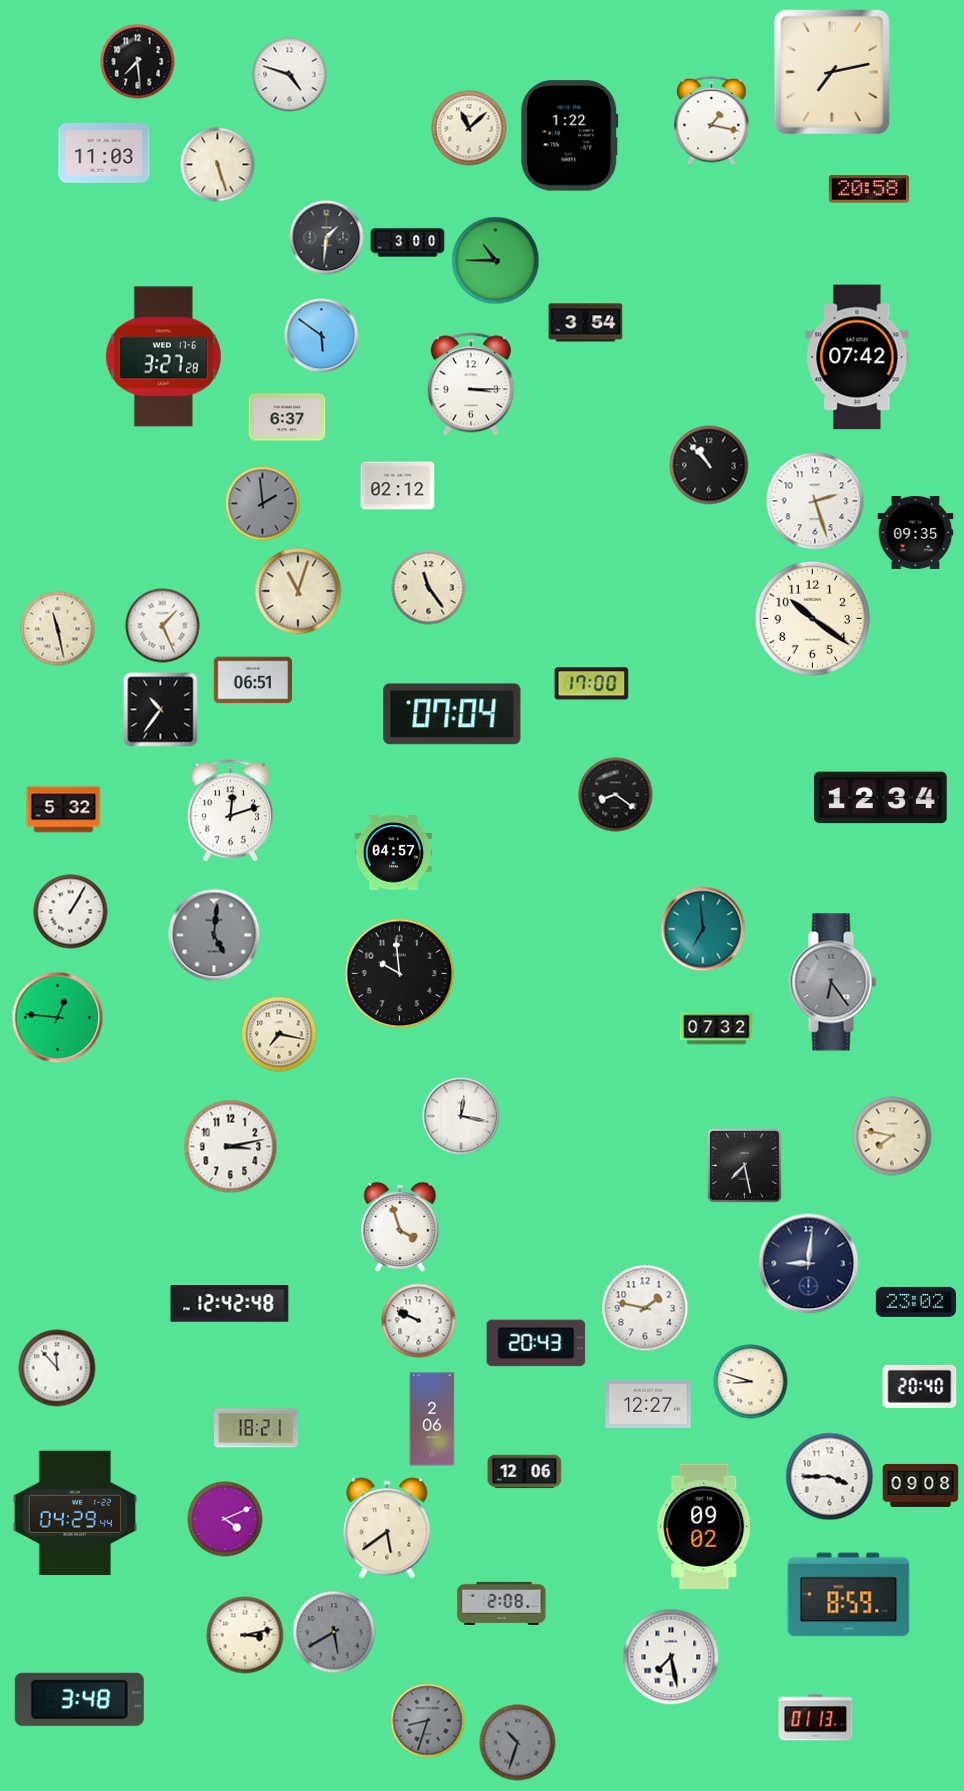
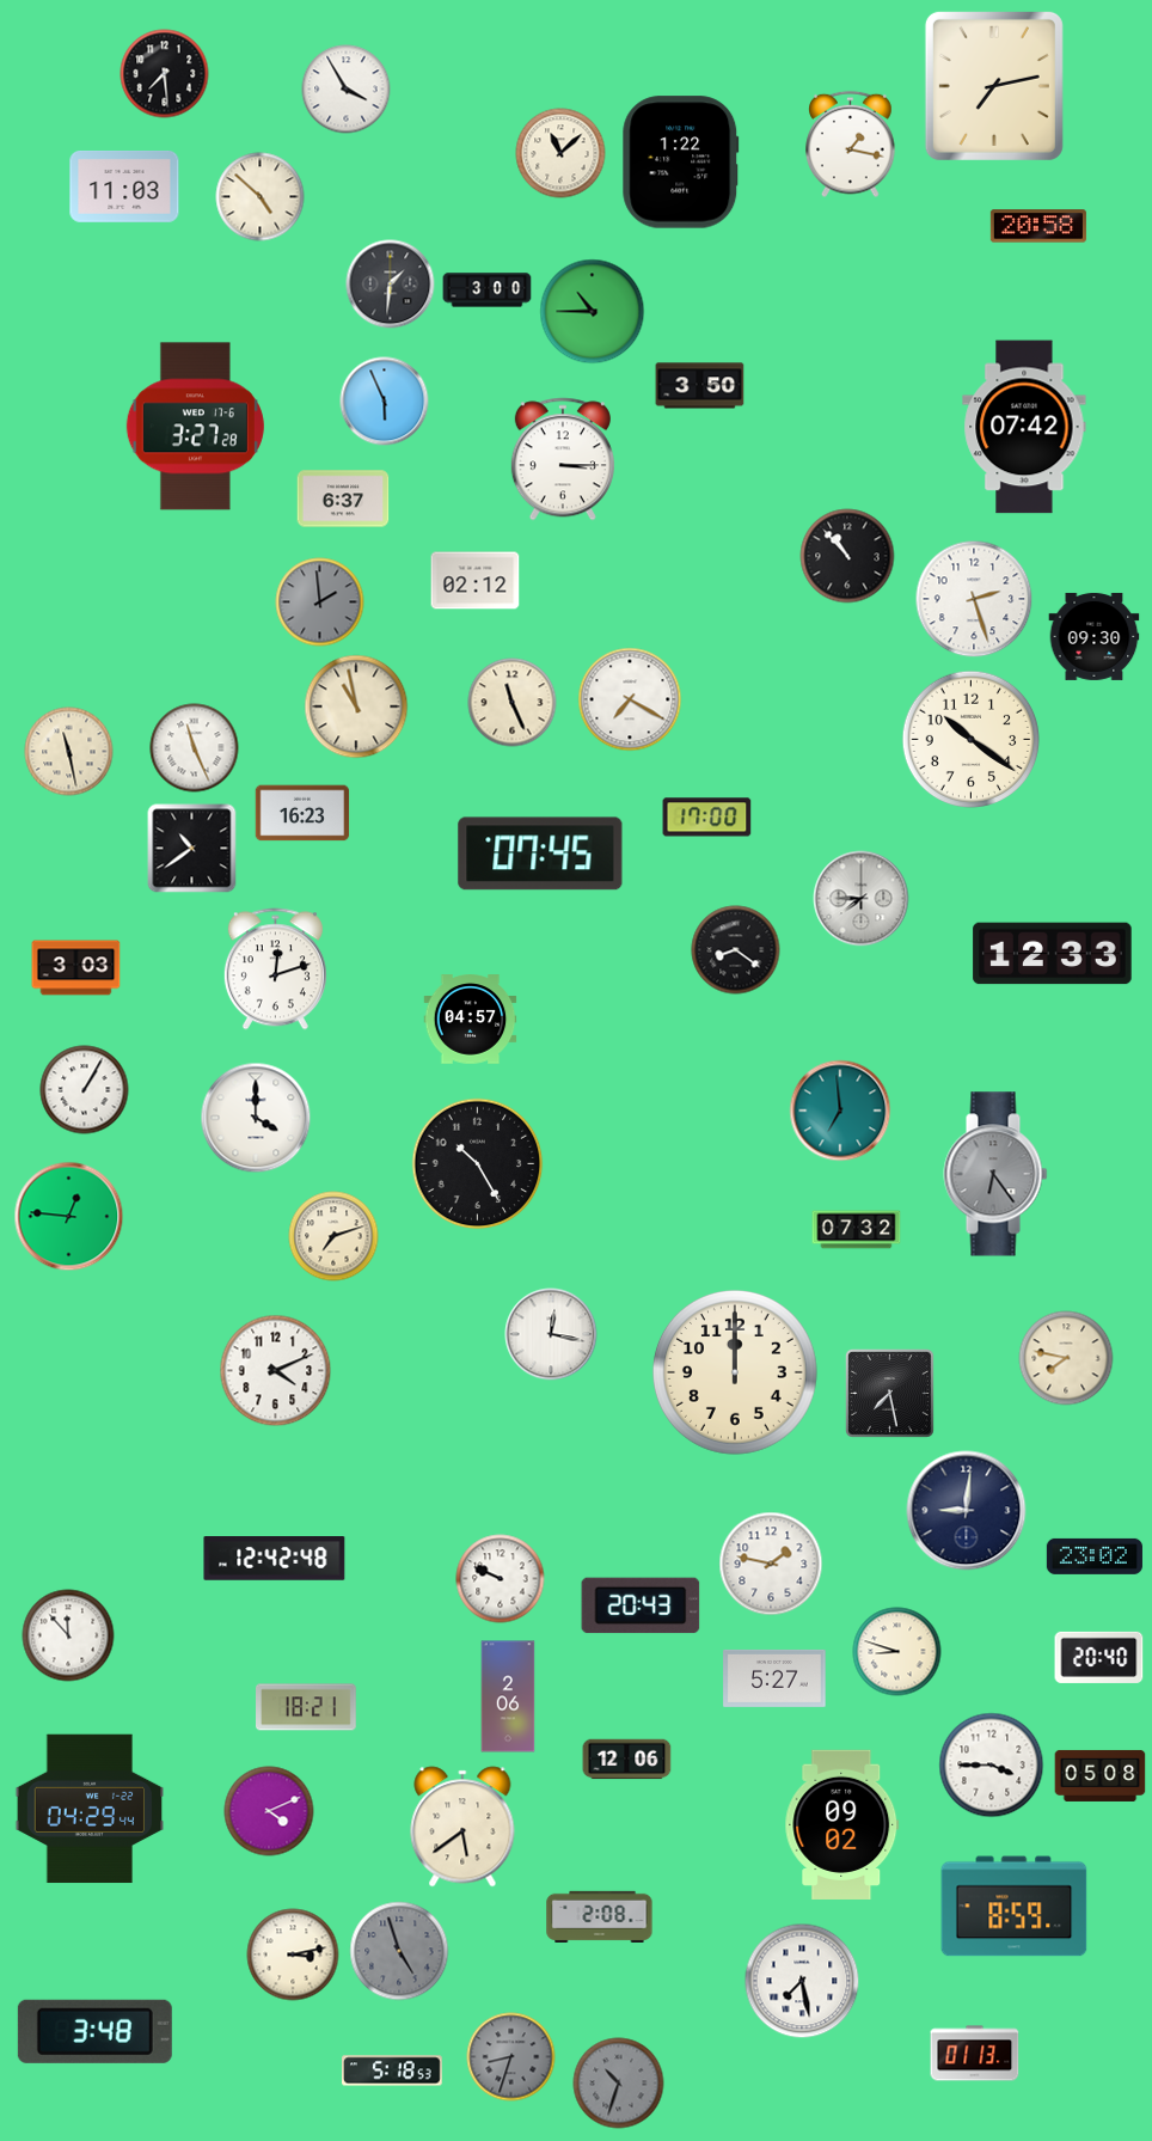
clock at (290, 75): 4:48 -> 3:55
clock at (104, 154) position: (104, 154) -> (124, 188)
clock at (218, 165): 5:27 -> 4:52
clock at (586, 323): 3:54 -> 3:50
clock at (322, 336): 5:51 -> 5:56
clock at (263, 504) position: (263, 504) -> (320, 602)
clock at (916, 532): 09:35 -> 09:30
clock at (630, 699): none -> 7:20
clock at (429, 588): 11:24 -> 11:26
clock at (298, 591): 11:03 -> 10:58
clock at (163, 626): 1:26 -> 11:26
clock at (253, 680): 06:51 -> 16:23
clock at (161, 710): 10:36 -> 10:39
clock at (452, 714): 07:04 -> 07:45
clock at (862, 899): none -> 7:45
clock at (881, 798): 12:34 -> 12:33
clock at (64, 810): 5:32 -> 3:03
clock at (214, 935): 5:01 -> 4:00
clock at (214, 935) dial: grey -> white
clock at (400, 974): 9:59 -> 10:25
clock at (279, 1034): 7:17 -> 7:12
clock at (231, 1147): 3:13 -> 4:11
clock at (736, 1374): none -> 12:00
clock at (400, 1227): 3:57 -> none
clock at (648, 1404): 12:27 -> 5:27
clock at (432, 1419) position: (432, 1419) -> (508, 1696)
clock at (921, 1485): 09:08 -> 05:08
clock at (225, 1519) position: (225, 1519) -> (269, 1811)
clock at (334, 1632): 5:40 -> 4:57
clock at (393, 2070): none -> 5:18
